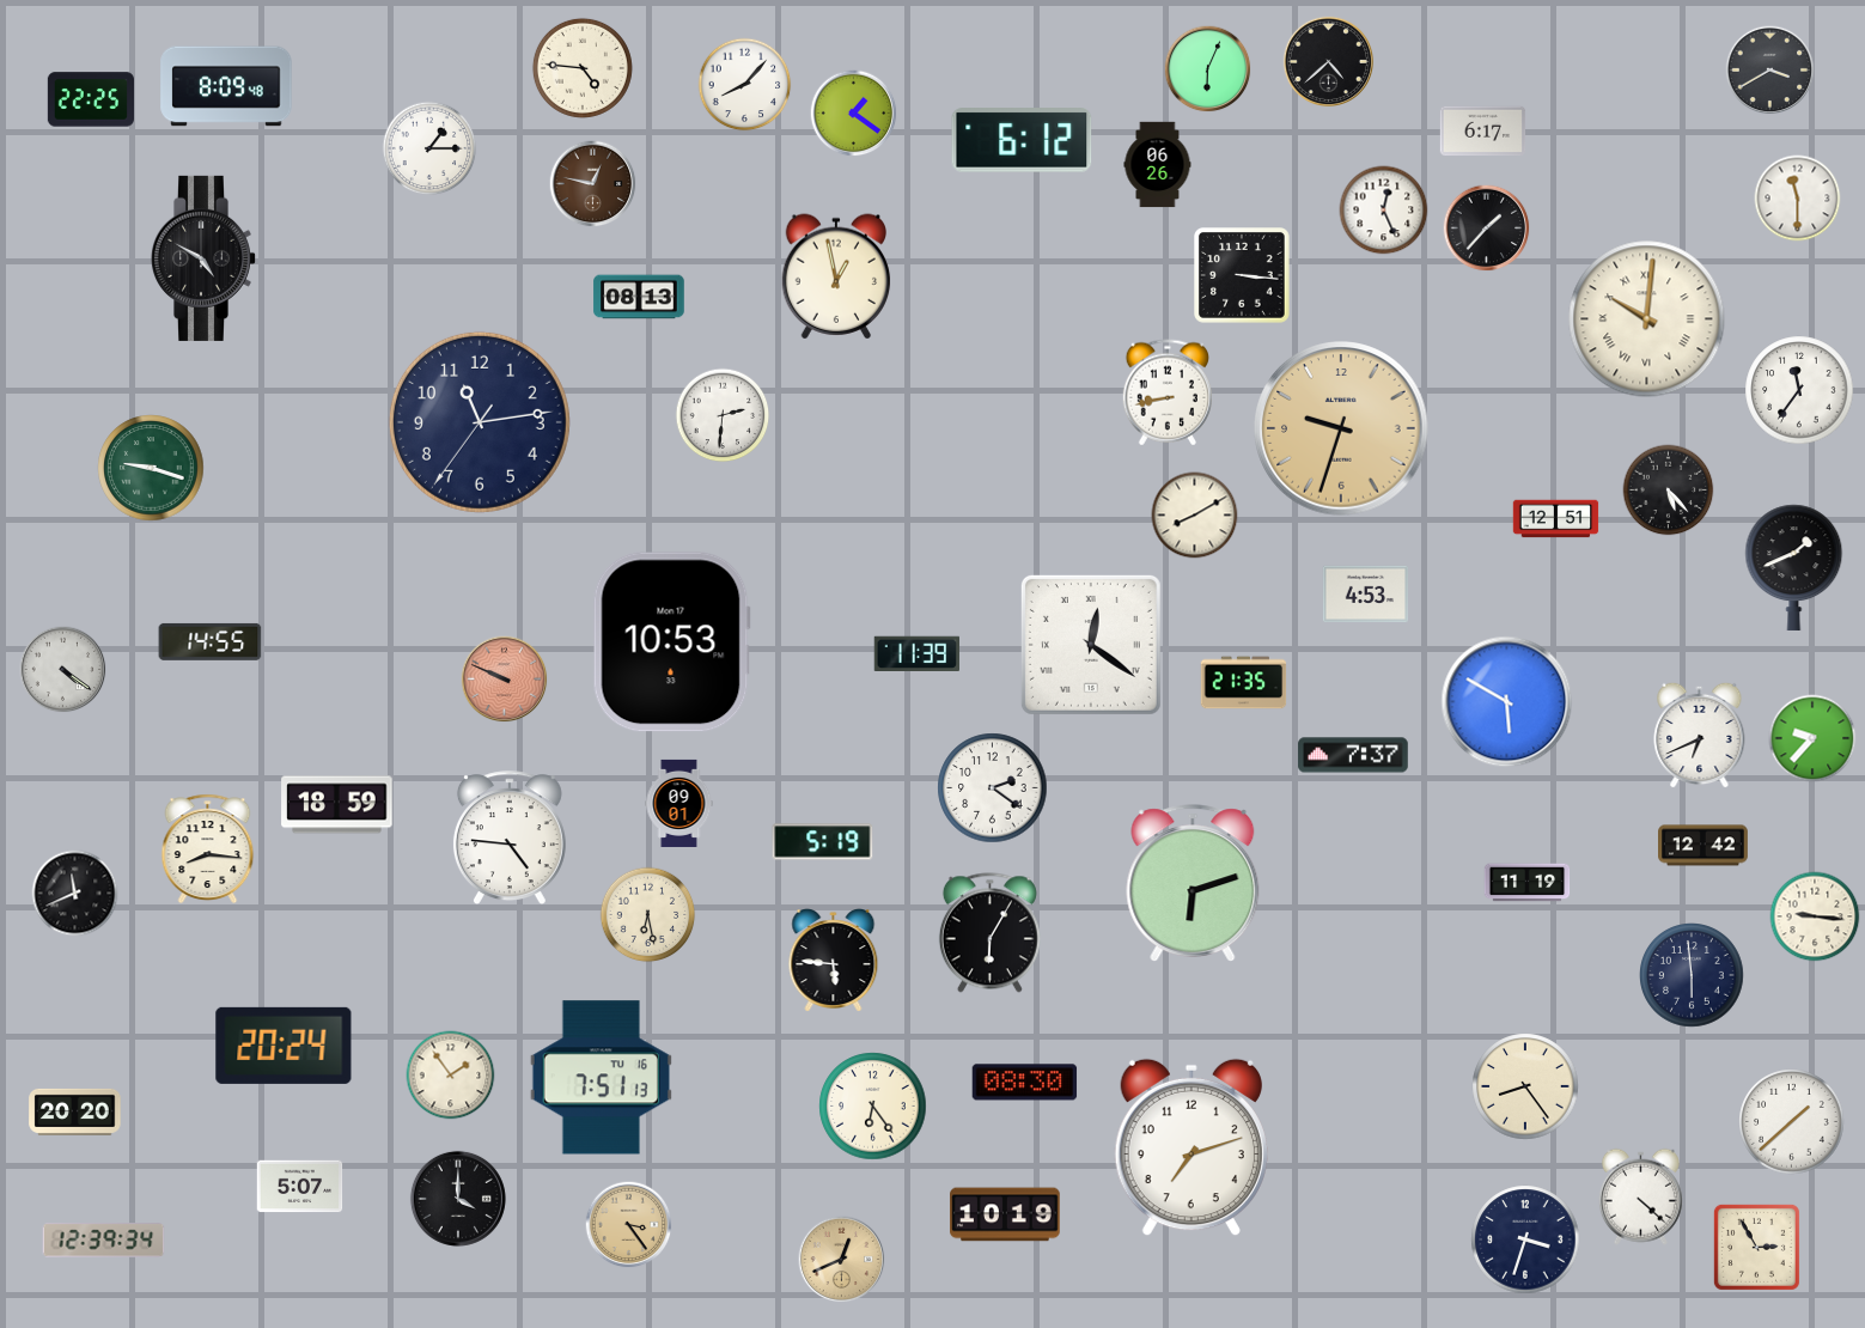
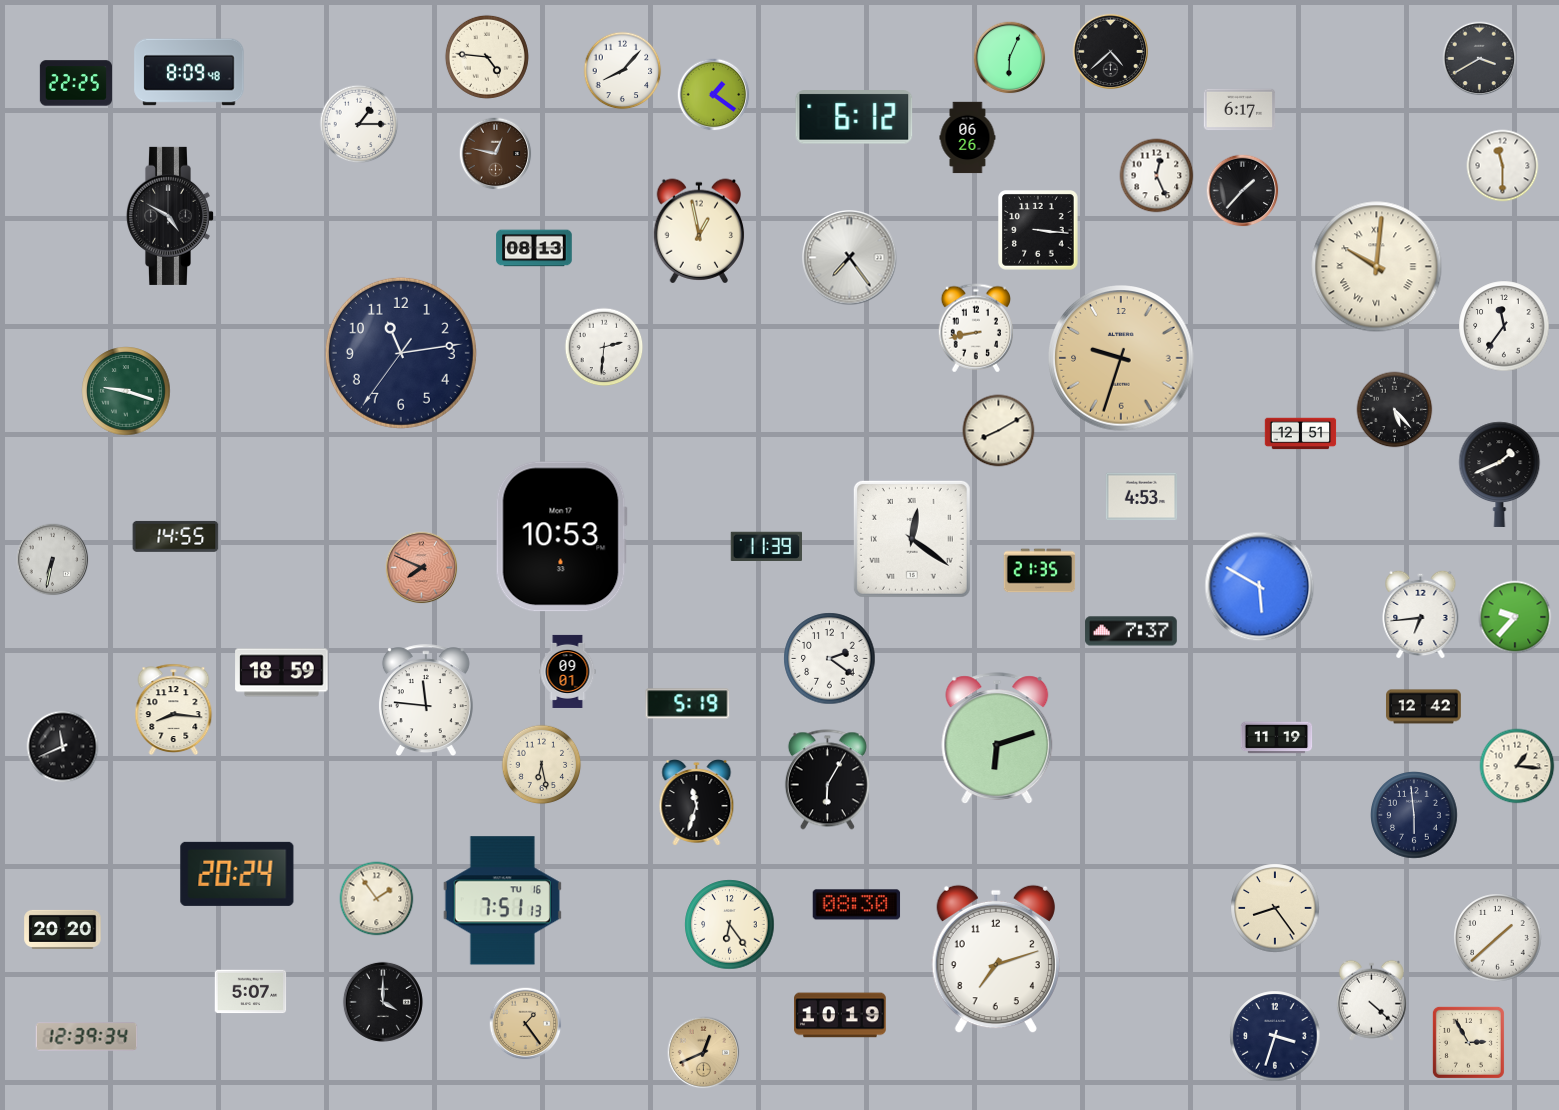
clock at (850, 258): none -> 7:24
clock at (63, 670): 4:21 -> 6:32
clock at (505, 680): 9:49 -> 7:49
clock at (1700, 735): 6:41 -> 6:44
clock at (510, 837): 4:46 -> 11:46
clock at (1815, 916): 9:16 -> 1:16
clock at (834, 961): 5:46 -> 11:33
clock at (629, 1225): 3:24 -> 1:24
